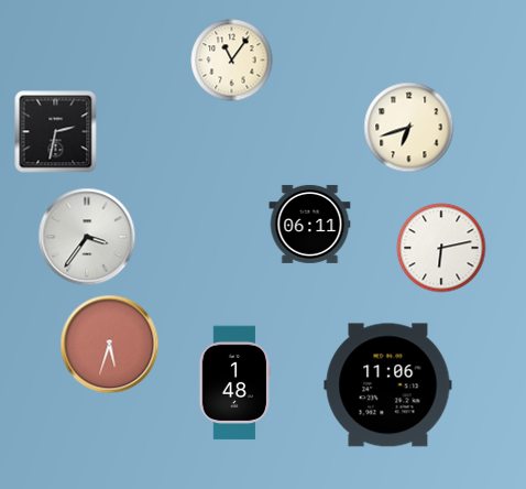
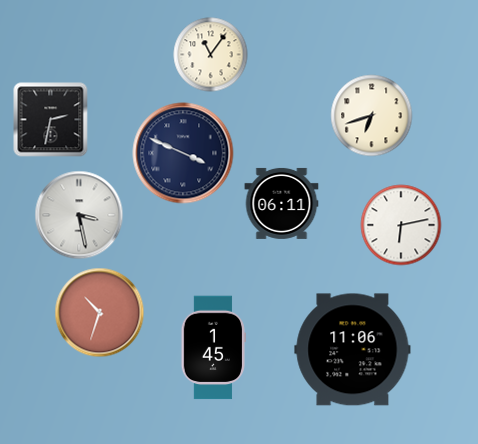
clock at (183, 153): none -> 3:49
clock at (87, 237): 3:36 -> 3:28
clock at (110, 345): 5:33 -> 10:33
clock at (234, 383): 1:48 -> 1:45
